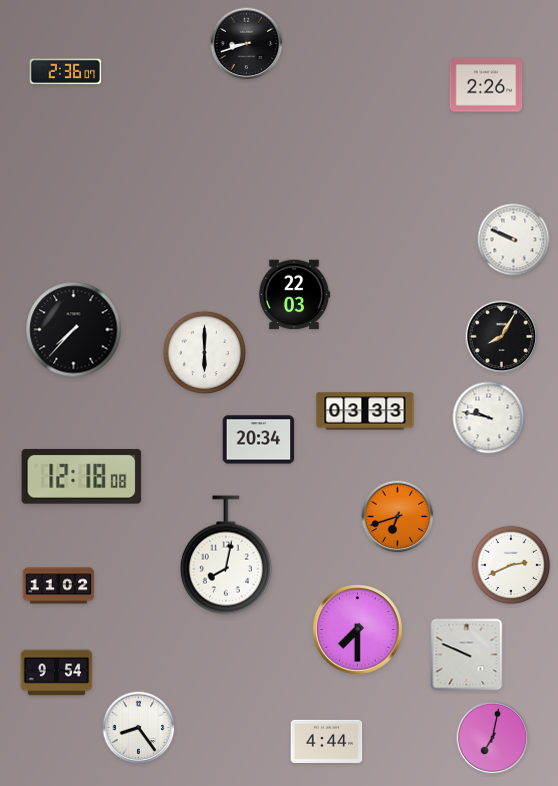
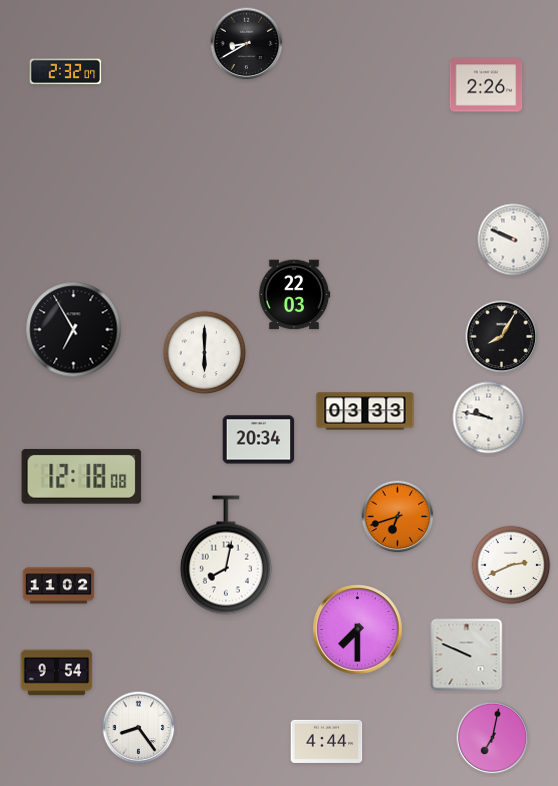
clock at (247, 44): 8:42 -> 8:40
clock at (66, 72): 2:36 -> 2:32
clock at (74, 330): 7:37 -> 6:55
